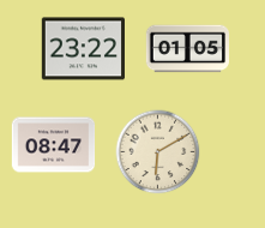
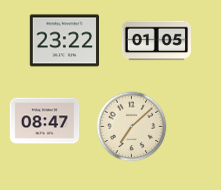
clock at (83, 49) position: (83, 49) -> (64, 41)
clock at (158, 152): 6:10 -> 7:08
